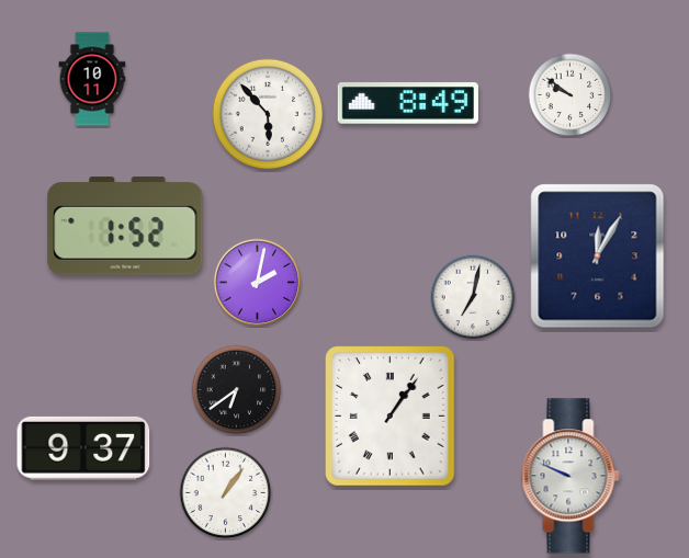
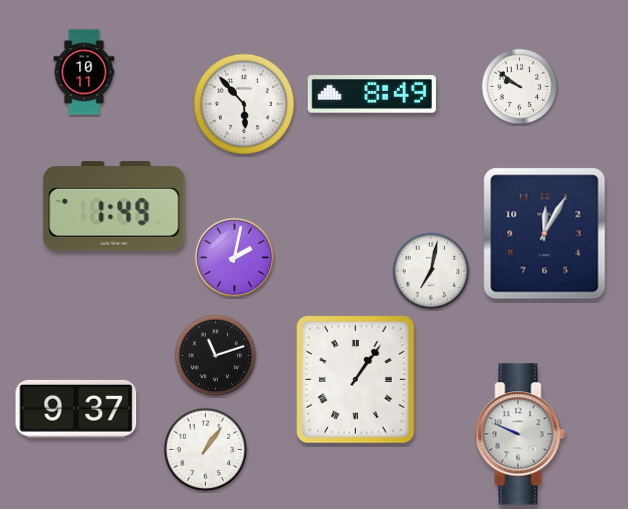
clock at (125, 226): 1:52 -> 1:49
clock at (237, 390): 6:39 -> 11:12
